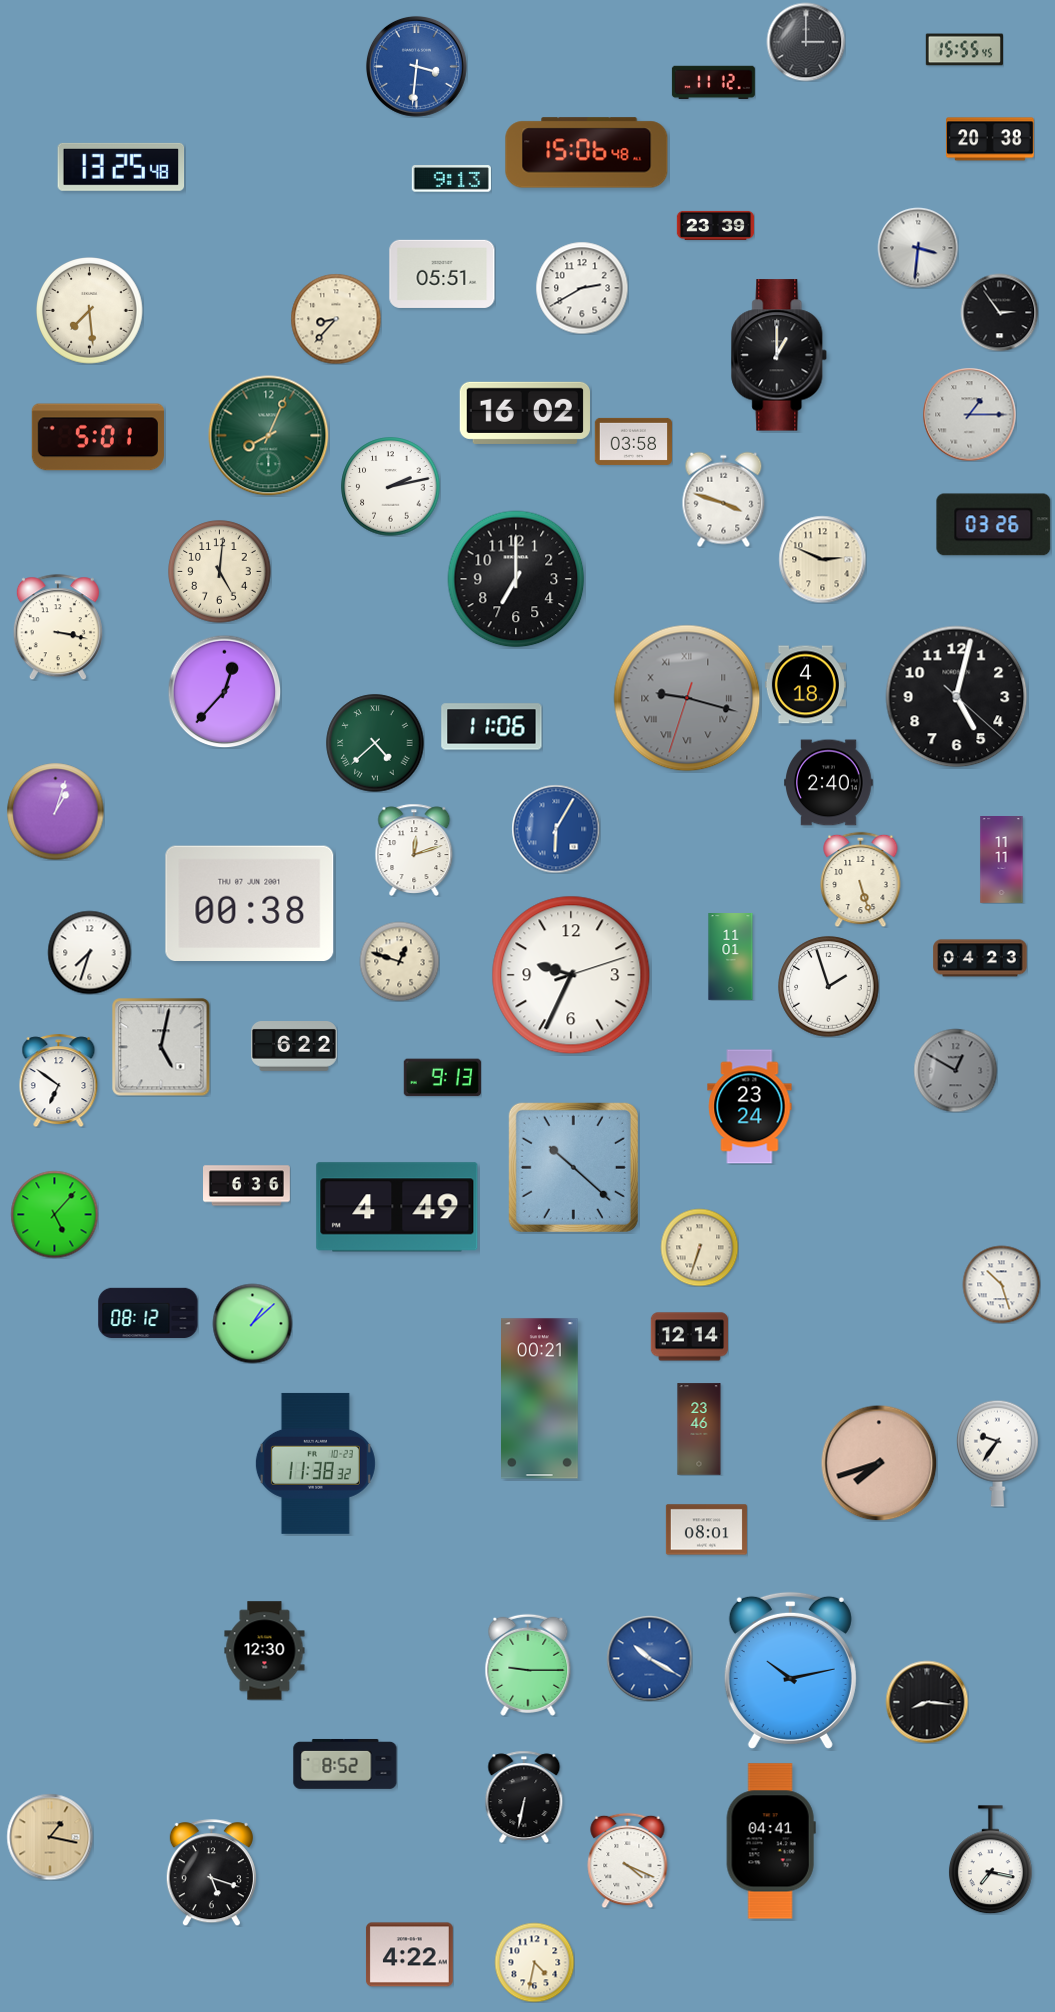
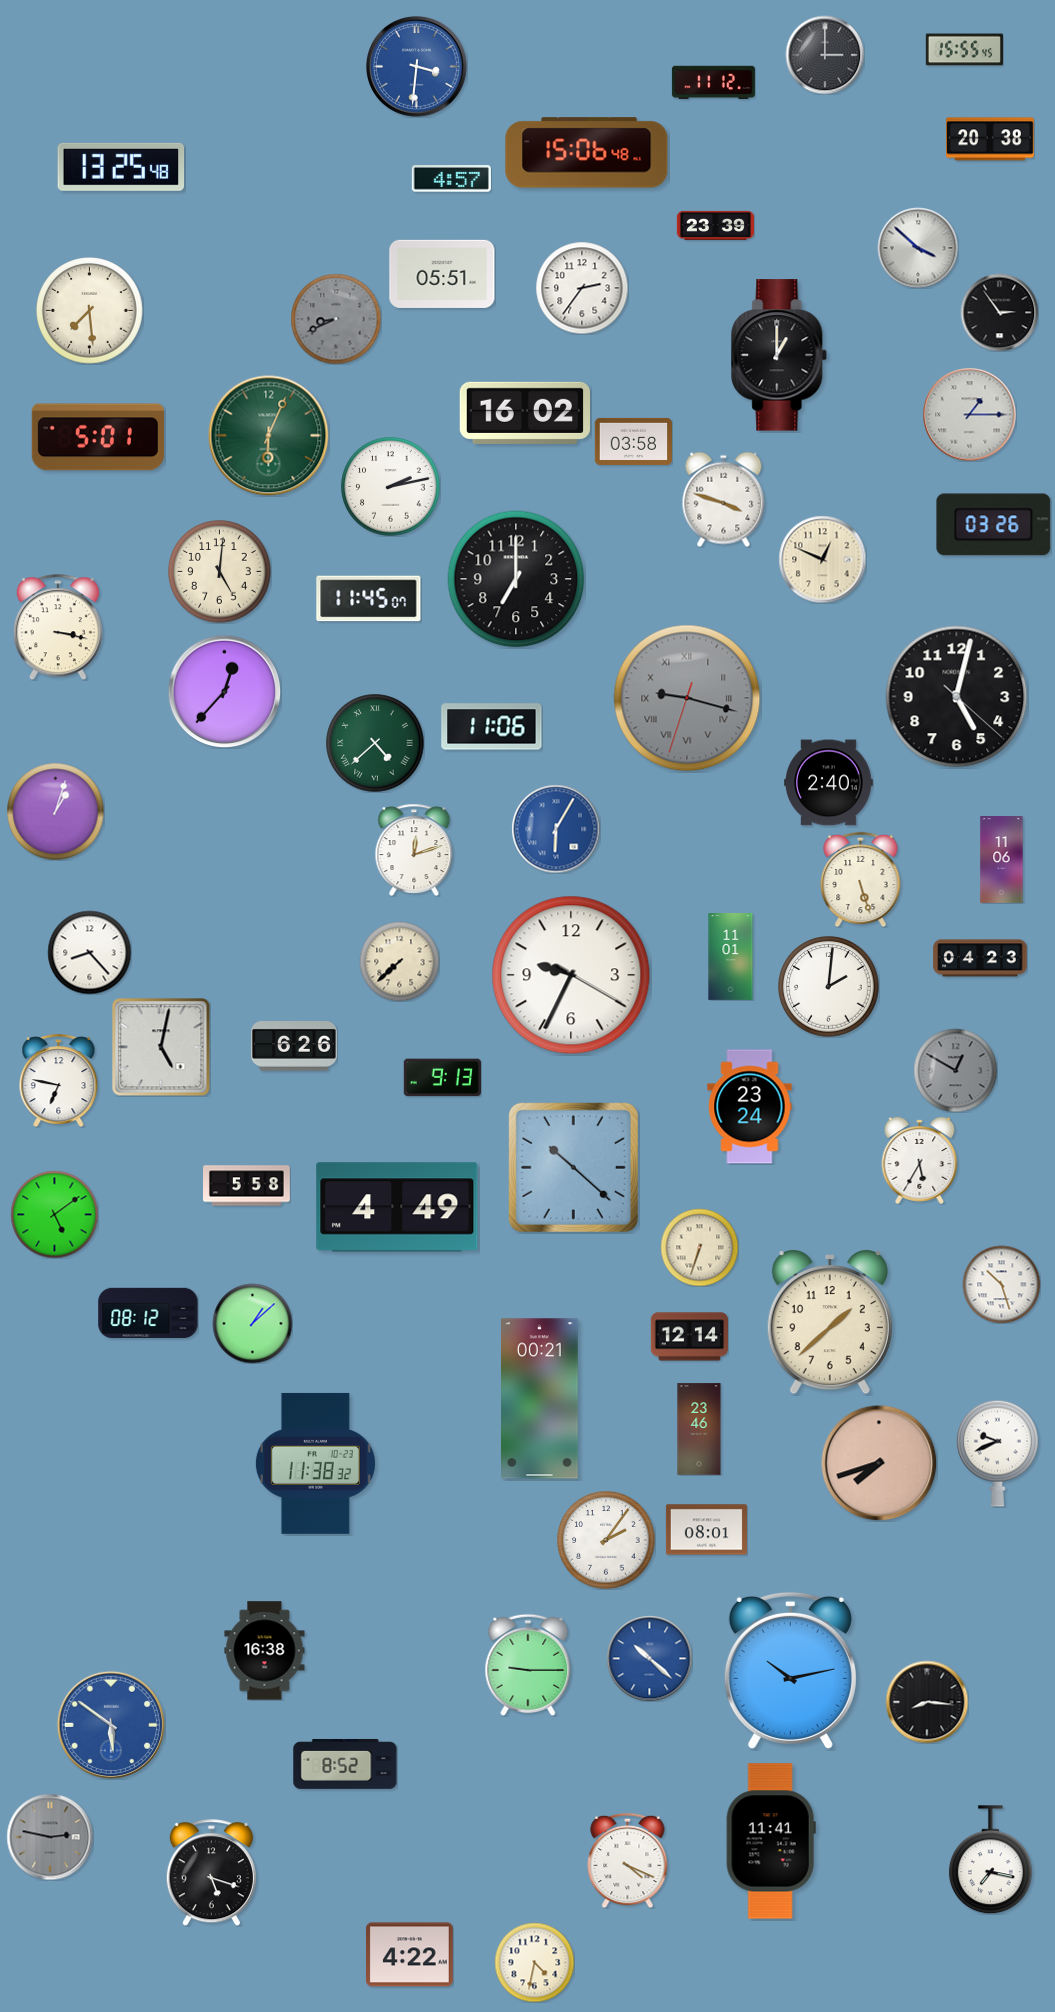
clock at (806, 42) position: (806, 42) -> (825, 55)
clock at (451, 179): 9:13 -> 4:57
clock at (918, 248): 3:31 -> 3:52
clock at (582, 288): 2:40 -> 2:36
clock at (336, 319): 8:37 -> 8:41
clock at (336, 319) dial: cream -> grey
clock at (269, 436): 8:04 -> 6:04
clock at (822, 559): 2:49 -> 12:49
clock at (369, 599): none -> 11:45
clock at (805, 685): 4:18 -> none
clock at (1002, 860): 11:11 -> 11:06
clock at (250, 903): 00:38 -> none
clock at (89, 952): 7:33 -> 8:23
clock at (399, 961): 12:48 -> 7:38
clock at (571, 975): 9:34:12 -> 9:34:20
clock at (829, 987): 1:57 -> 2:01
clock at (294, 1047): 6:22 -> 6:26
clock at (59, 1080): 6:51 -> 6:47
clock at (920, 1160): none -> 5:35
clock at (247, 1186): 6:36 -> 5:58
clock at (54, 1214): 5:07 -> 5:09
clock at (830, 1322): none -> 1:38
clock at (998, 1453): 9:36 -> 9:41
clock at (606, 1540): none -> 2:06
clock at (265, 1651): 12:30 -> 16:38
clock at (649, 1658): 10:20 -> 10:22
clock at (111, 1725): none -> 5:51
clock at (524, 1796): 6:32 -> none
clock at (50, 1837): 1:17 -> 2:47
clock at (50, 1837) dial: champagne -> grey
clock at (771, 1841): 04:41 -> 11:41
